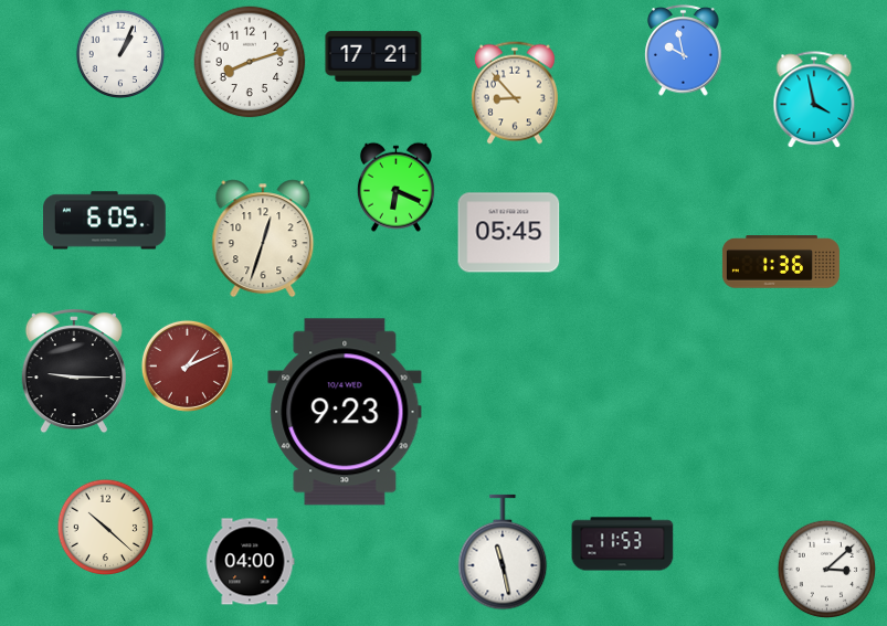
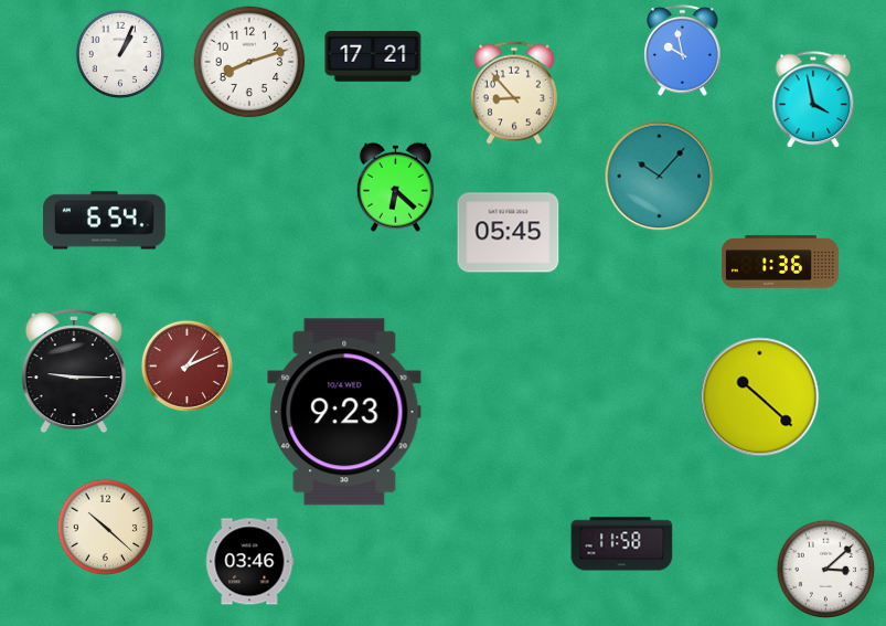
clock at (660, 177): none -> 10:07
clock at (395, 187): 6:19 -> 6:22
clock at (105, 221): 6:05 -> 6:54
clock at (263, 238): 12:33 -> none
clock at (760, 397): none -> 10:22
clock at (623, 544): 11:53 -> 11:58
clock at (503, 552): 11:28 -> none
clock at (250, 562): 04:00 -> 03:46
